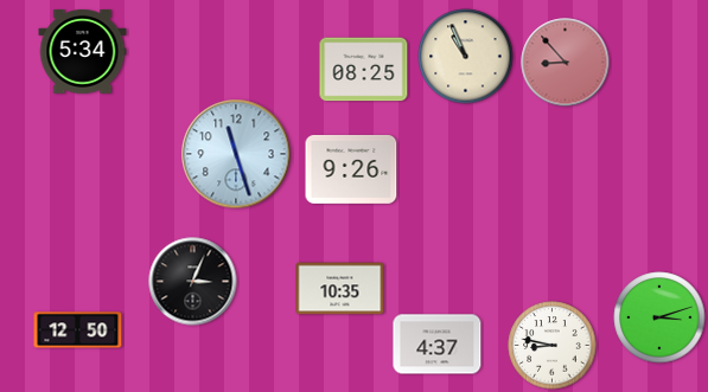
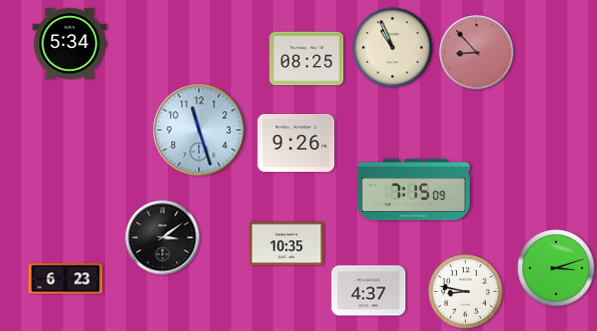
clock at (414, 190): none -> 7:15
clock at (193, 282): 3:04 -> 3:09
clock at (78, 330): 12:50 -> 6:23
